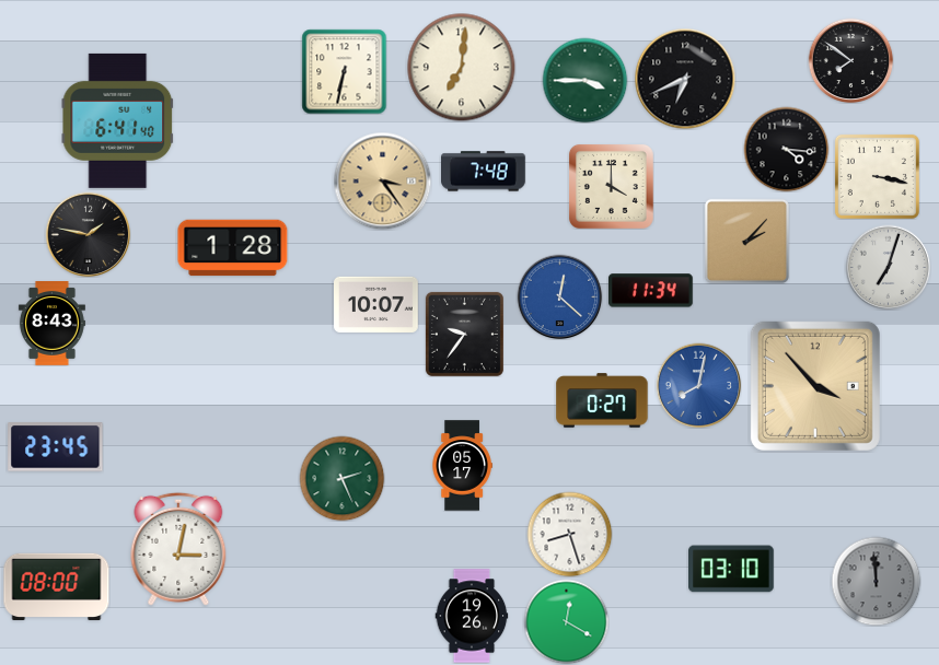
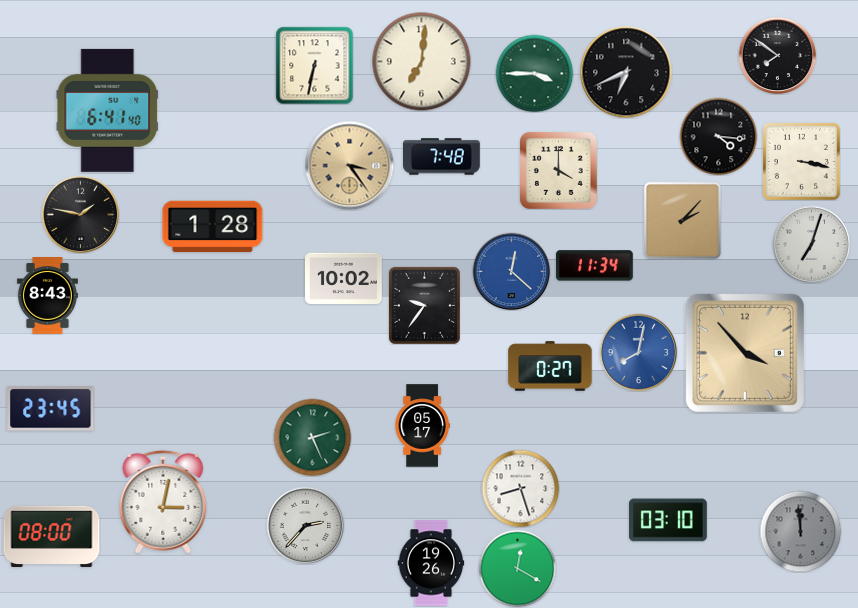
clock at (376, 304): 10:07 -> 10:02
clock at (305, 525): none -> 2:37
